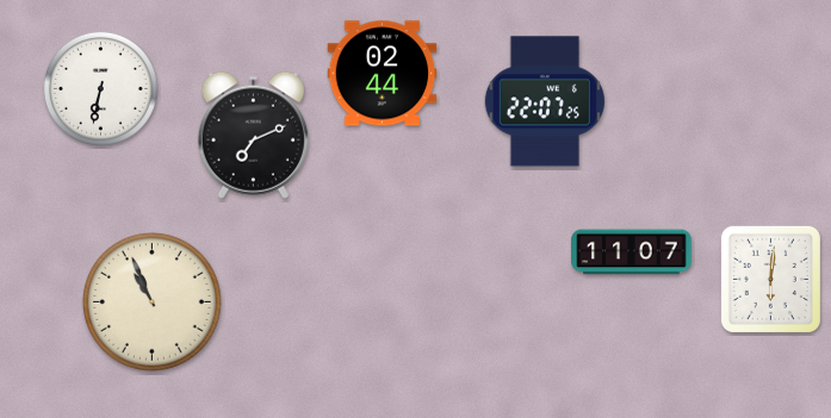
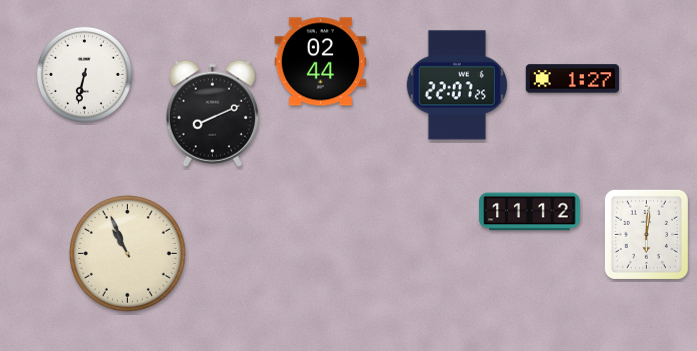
clock at (573, 79): none -> 1:27
clock at (253, 135): 7:11 -> 8:11
clock at (632, 252): 11:07 -> 11:12
